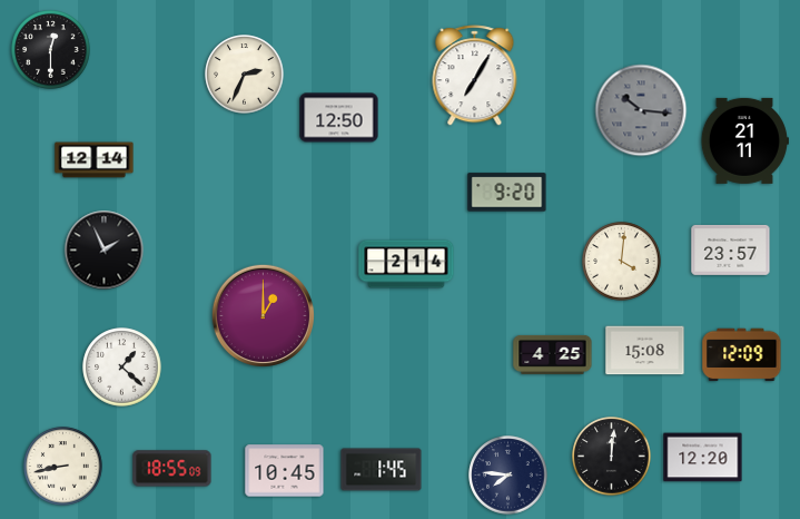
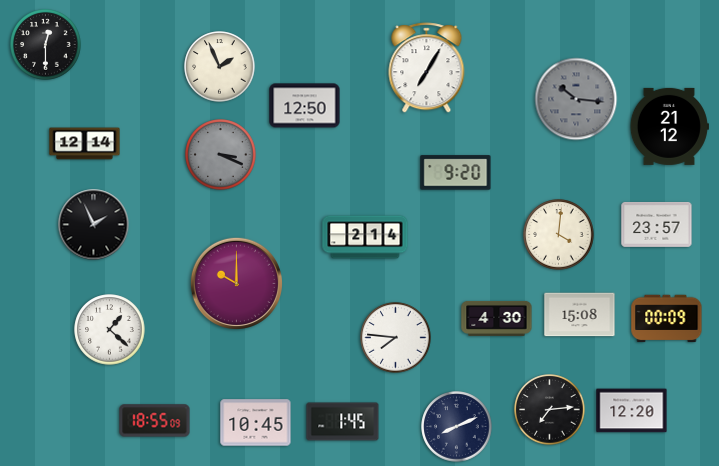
clock at (245, 75): 2:34 -> 1:56
clock at (744, 140): 21:11 -> 21:12
clock at (221, 155): none -> 3:19
clock at (263, 315): 1:00 -> 10:00
clock at (553, 354): 4:25 -> 4:30
clock at (742, 355): 12:09 -> 00:09
clock at (396, 338): none -> 7:46
clock at (612, 457): 12:01 -> 7:14
clock at (63, 467): 8:43 -> none
clock at (508, 476): 7:46 -> 8:11
